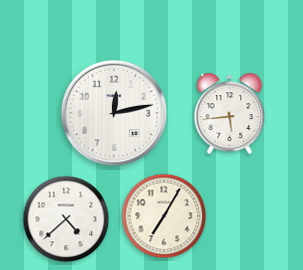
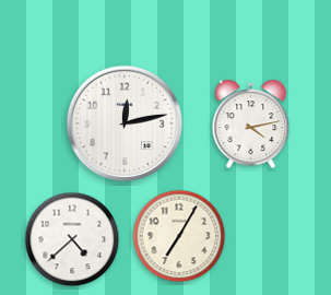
clock at (230, 114): 5:44 -> 4:13
